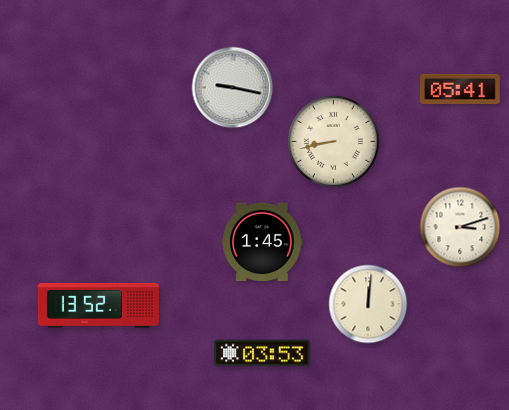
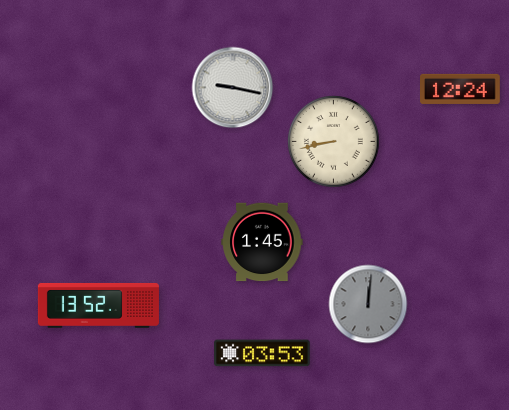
clock at (461, 89): 05:41 -> 12:24
clock at (460, 227): 3:12 -> none
clock at (368, 304) dial: cream -> grey
